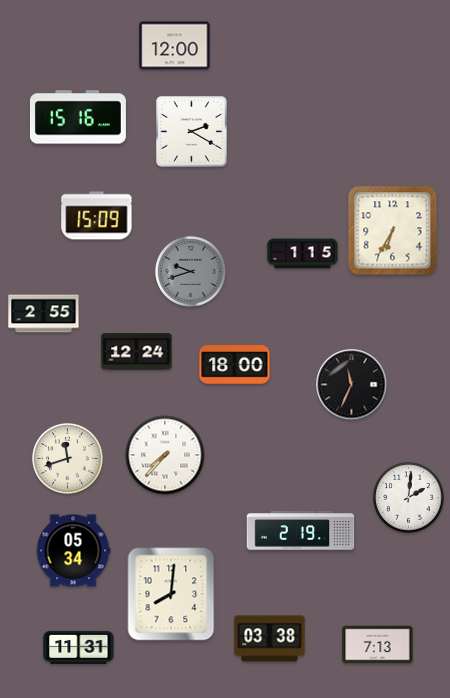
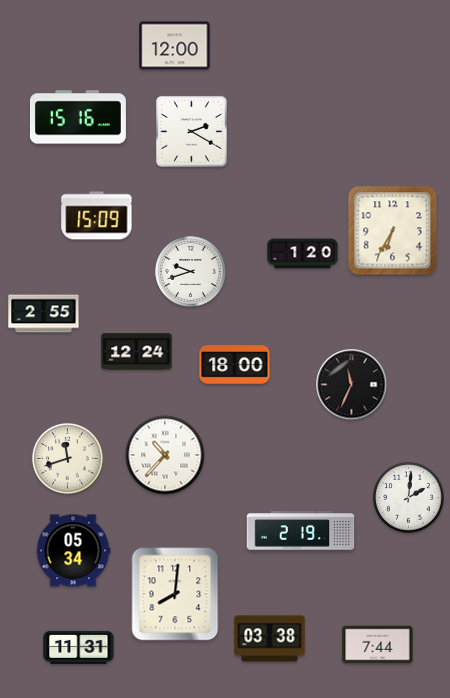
clock at (303, 254): 1:15 -> 1:20
clock at (191, 272) dial: grey -> white
clock at (165, 455): 7:37 -> 10:37
clock at (171, 594) position: (171, 594) -> (175, 594)
clock at (378, 645): 7:13 -> 7:44
